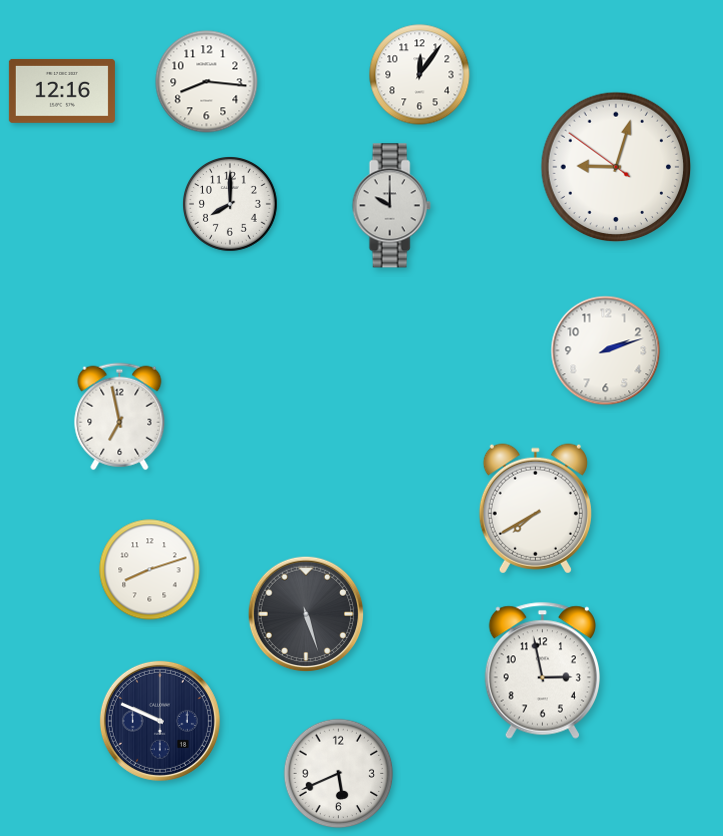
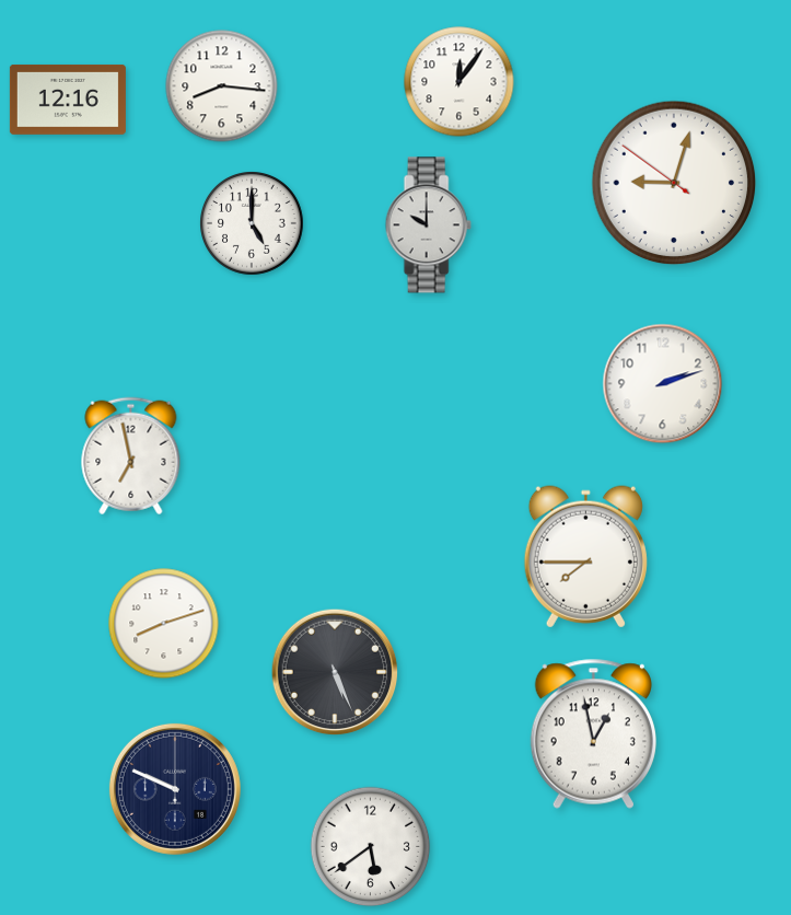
clock at (207, 82) position: (207, 82) -> (222, 86)
clock at (231, 205): 8:00 -> 5:00
clock at (535, 509): 7:40 -> 7:45
clock at (306, 614): 5:27 -> 5:26
clock at (542, 670): 2:58 -> 12:58
clock at (339, 774): 5:41 -> 5:39
